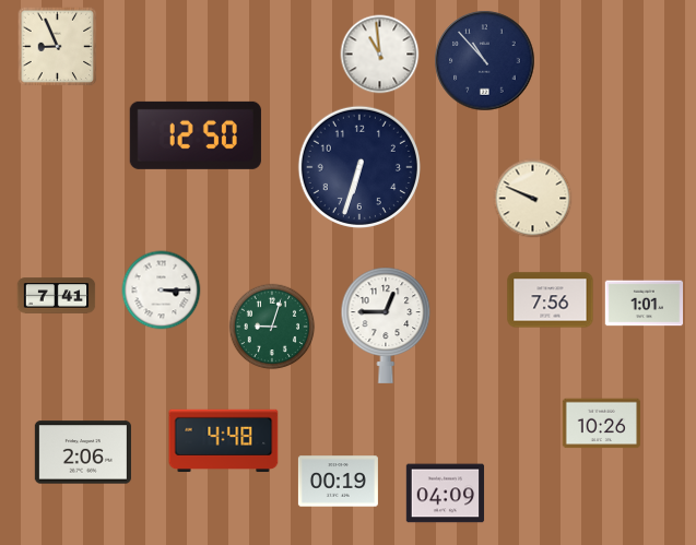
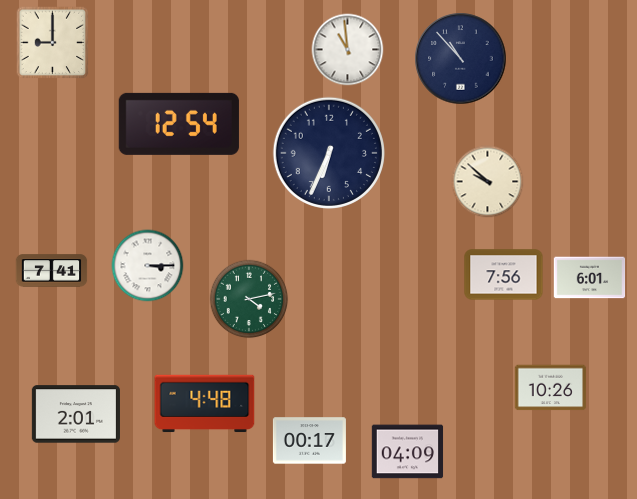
clock at (58, 47): 8:56 -> 9:00
clock at (485, 61) position: (485, 61) -> (461, 59)
clock at (196, 135): 12:50 -> 12:54
clock at (358, 166): 6:33 -> 6:34
clock at (533, 199): 9:49 -> 9:52
clock at (645, 304): 1:01 -> 6:01
clock at (386, 325): 12:45 -> none
clock at (272, 327): 9:03 -> 4:13
clock at (83, 452): 2:06 -> 2:01
clock at (338, 482): 00:19 -> 00:17
